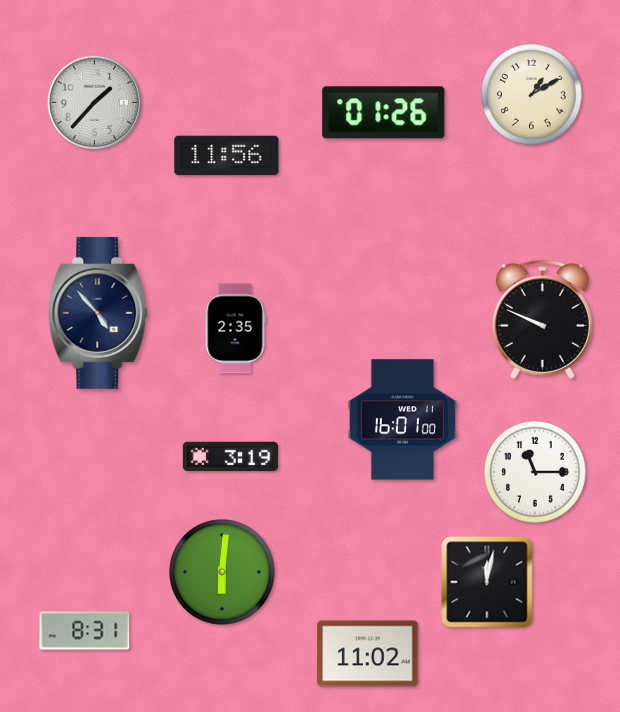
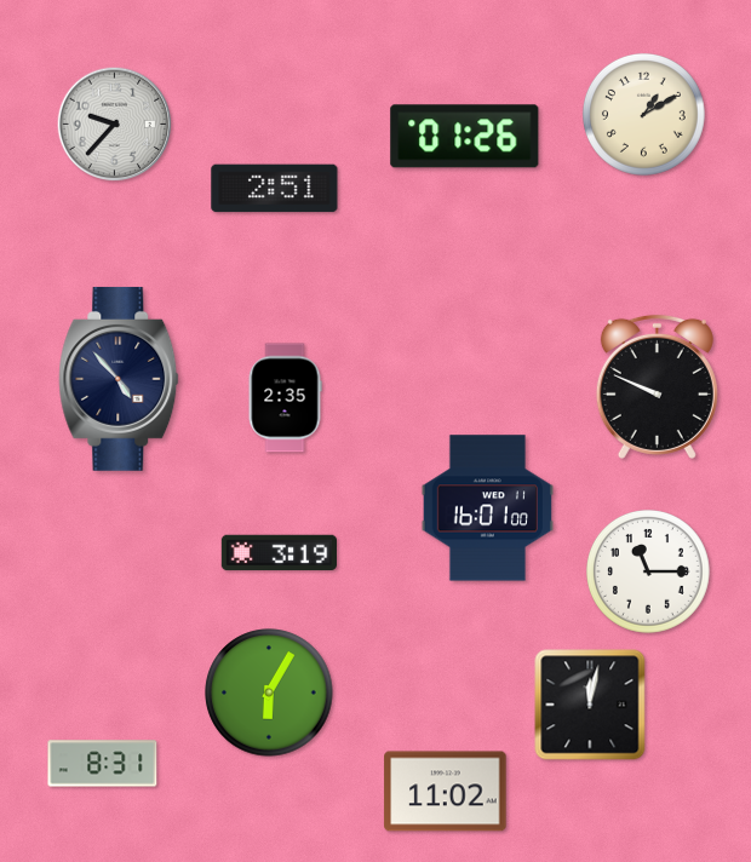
clock at (95, 103): 1:37 -> 9:37
clock at (227, 156): 11:56 -> 2:51
clock at (222, 572): 6:01 -> 6:05
